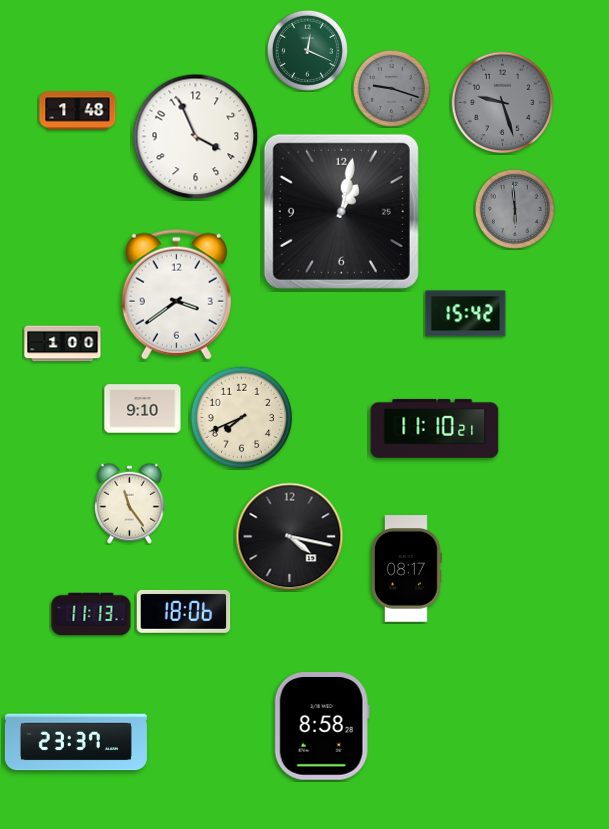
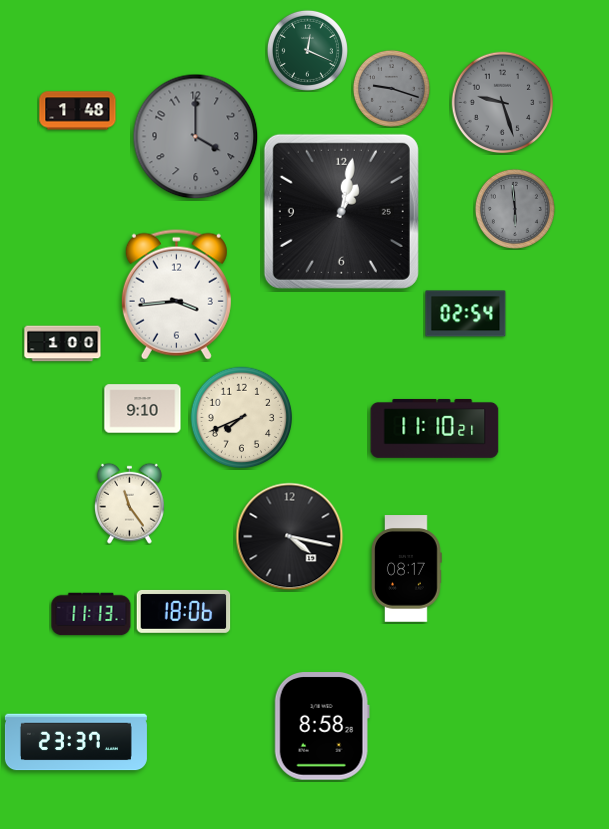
clock at (196, 137): 3:56 -> 4:00
clock at (196, 137) dial: white -> grey
clock at (176, 294): 3:39 -> 3:44
clock at (466, 314): 15:42 -> 02:54
